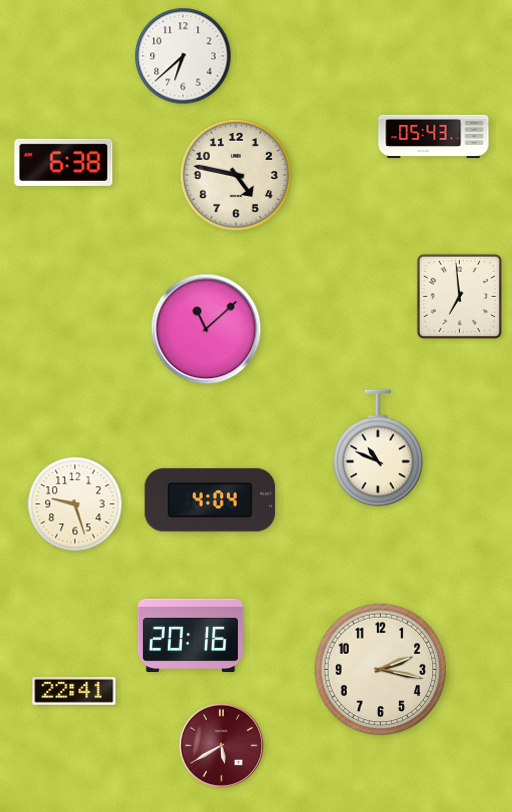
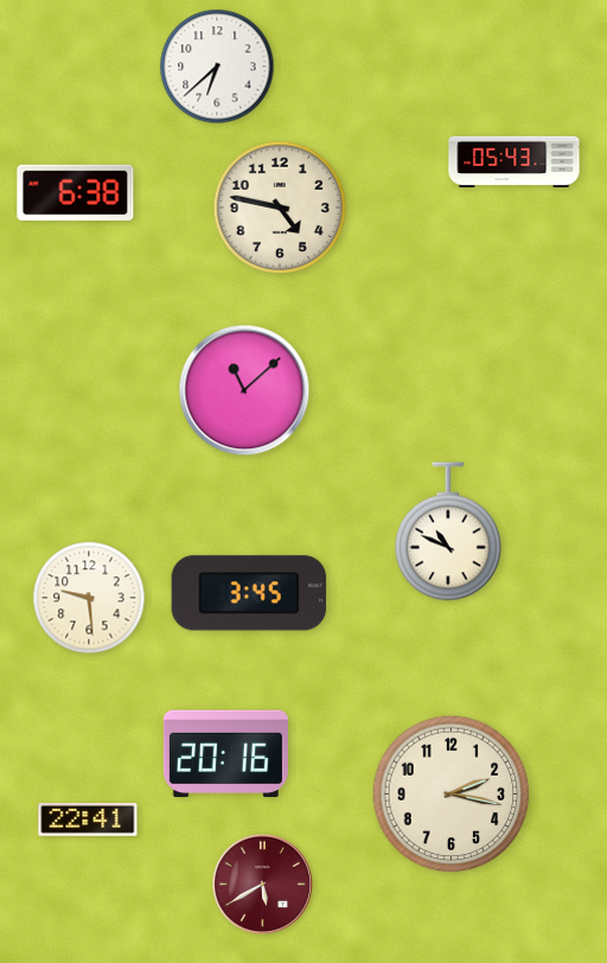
clock at (459, 296): 6:59 -> none
clock at (210, 500): 4:04 -> 3:45
clock at (75, 504): 9:27 -> 9:29
